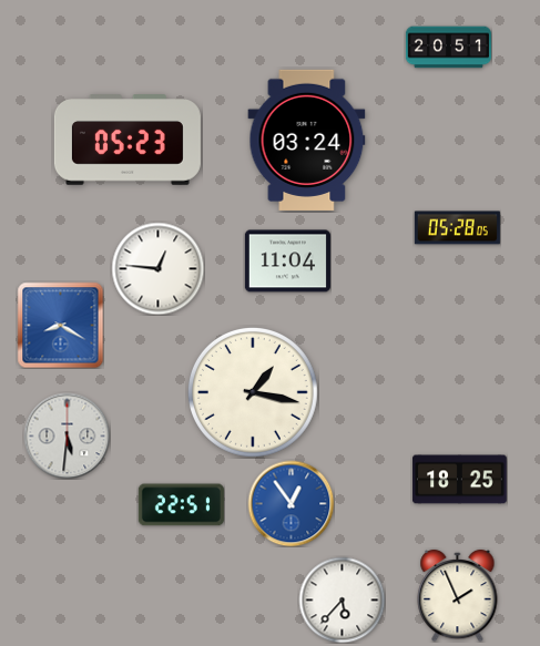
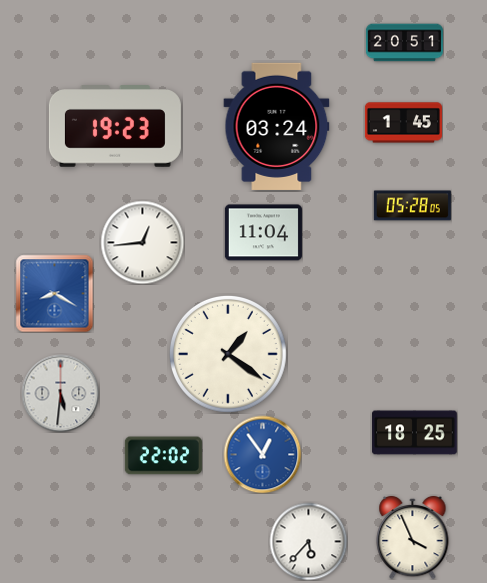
clock at (403, 123): none -> 1:45
clock at (128, 141): 05:23 -> 19:23
clock at (287, 262) position: (287, 262) -> (263, 233)
clock at (157, 268): 12:46 -> 12:44
clock at (253, 392): 1:17 -> 1:21
clock at (181, 505): 22:51 -> 22:02
clock at (458, 595): 1:56 -> 3:56
